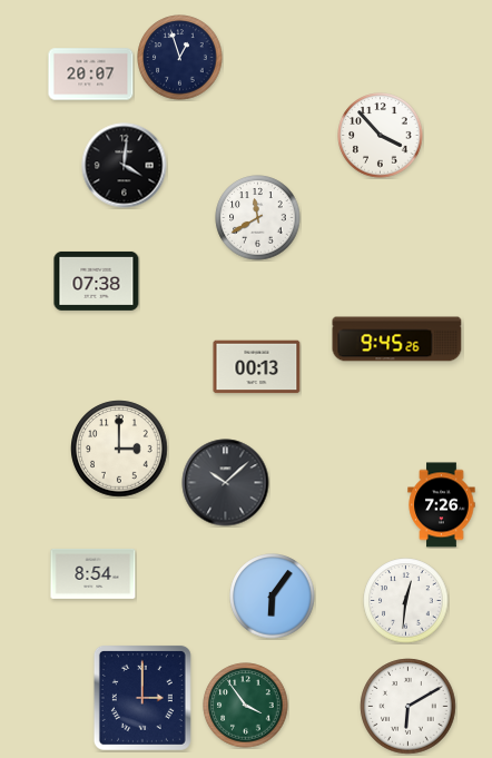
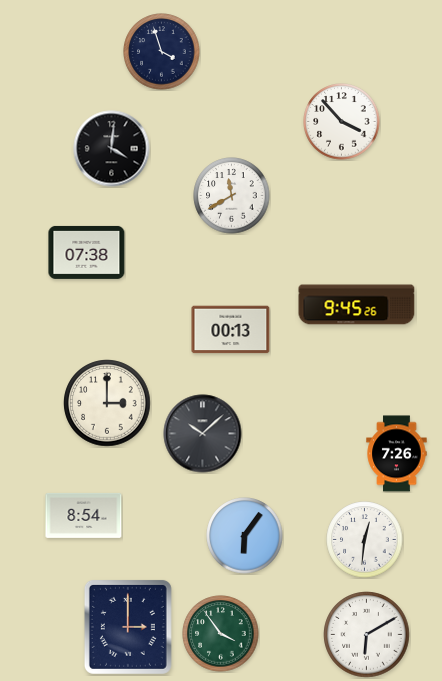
clock at (180, 58): 12:57 -> 3:57
clock at (91, 75): 20:07 -> none
